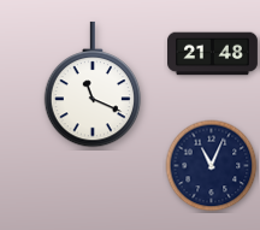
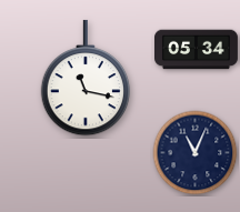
clock at (213, 54): 21:48 -> 05:34
clock at (93, 84): 11:19 -> 11:17
